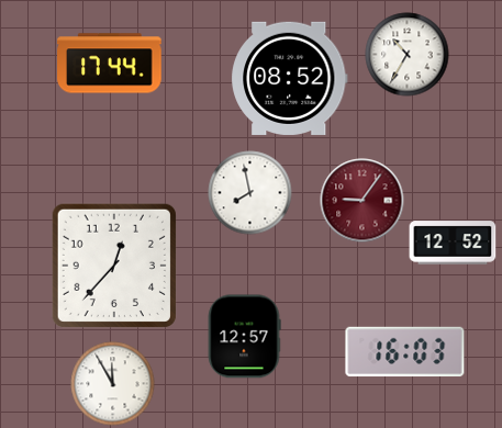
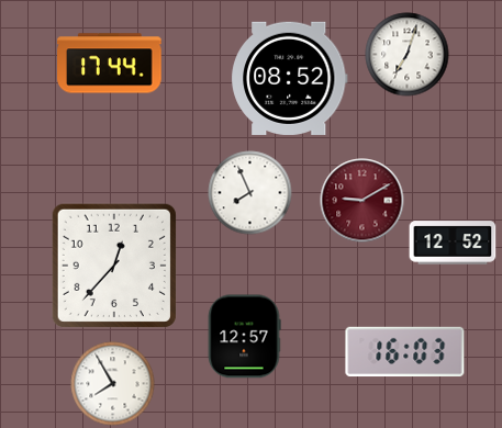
clock at (408, 55): 10:35 -> 7:03
clock at (250, 193): 7:58 -> 7:56
clock at (362, 201): 9:06 -> 9:10
clock at (113, 384): 11:55 -> 7:55
